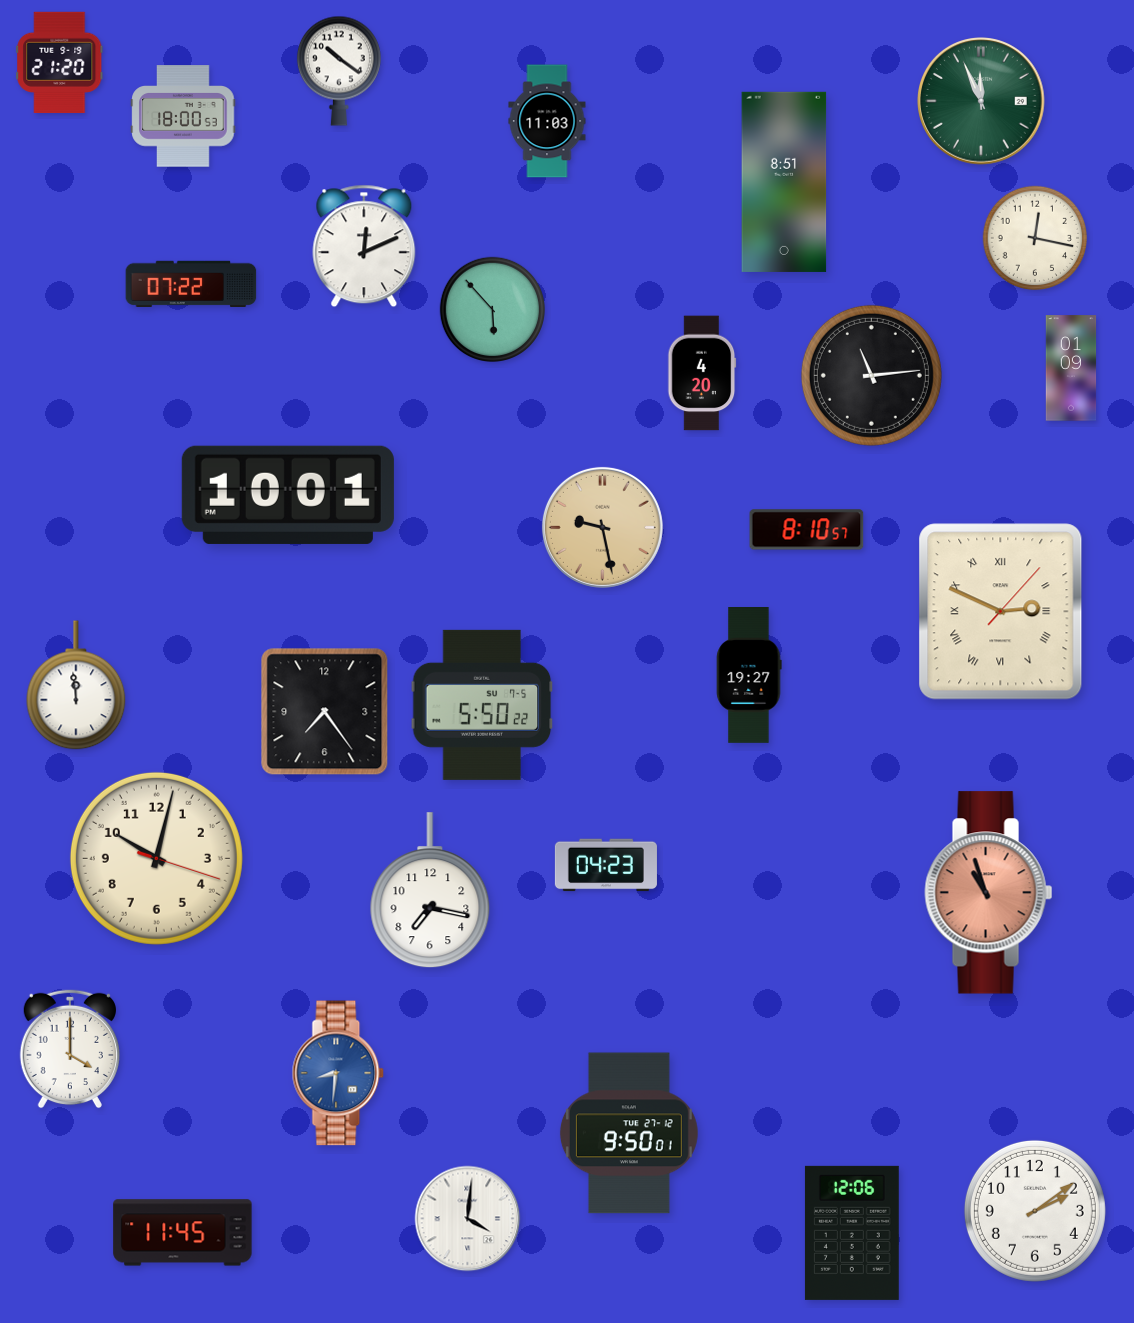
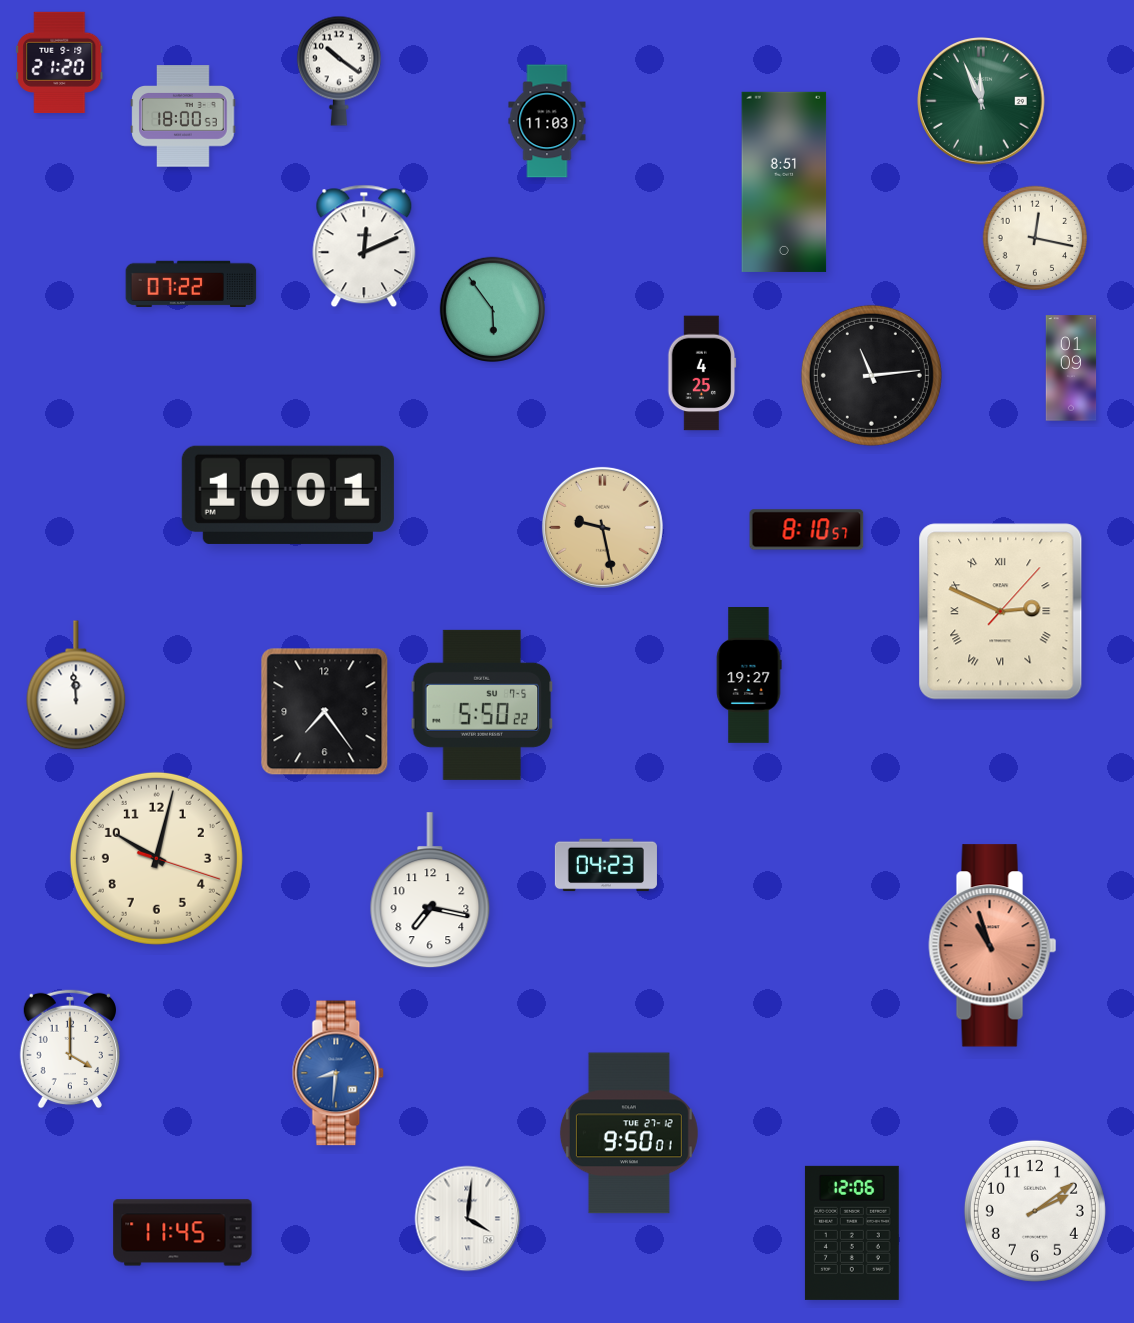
clock at (492, 309): 5:53 -> 5:54
clock at (702, 373): 4:20 -> 4:25
clock at (989, 893) position: (989, 893) -> (993, 946)
